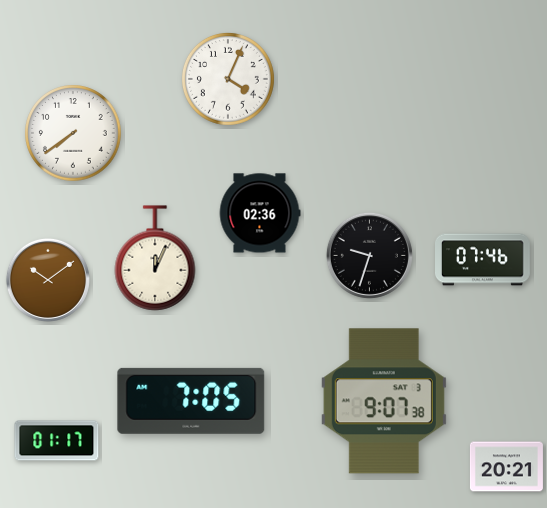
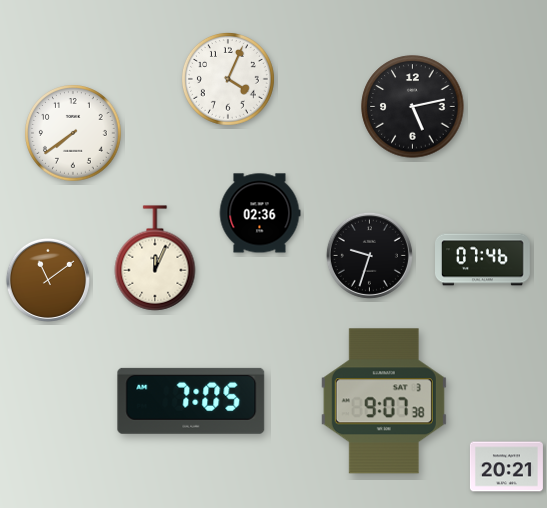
clock at (413, 107): none -> 5:13
clock at (48, 280): 10:09 -> 11:09
clock at (57, 441): 01:17 -> none
